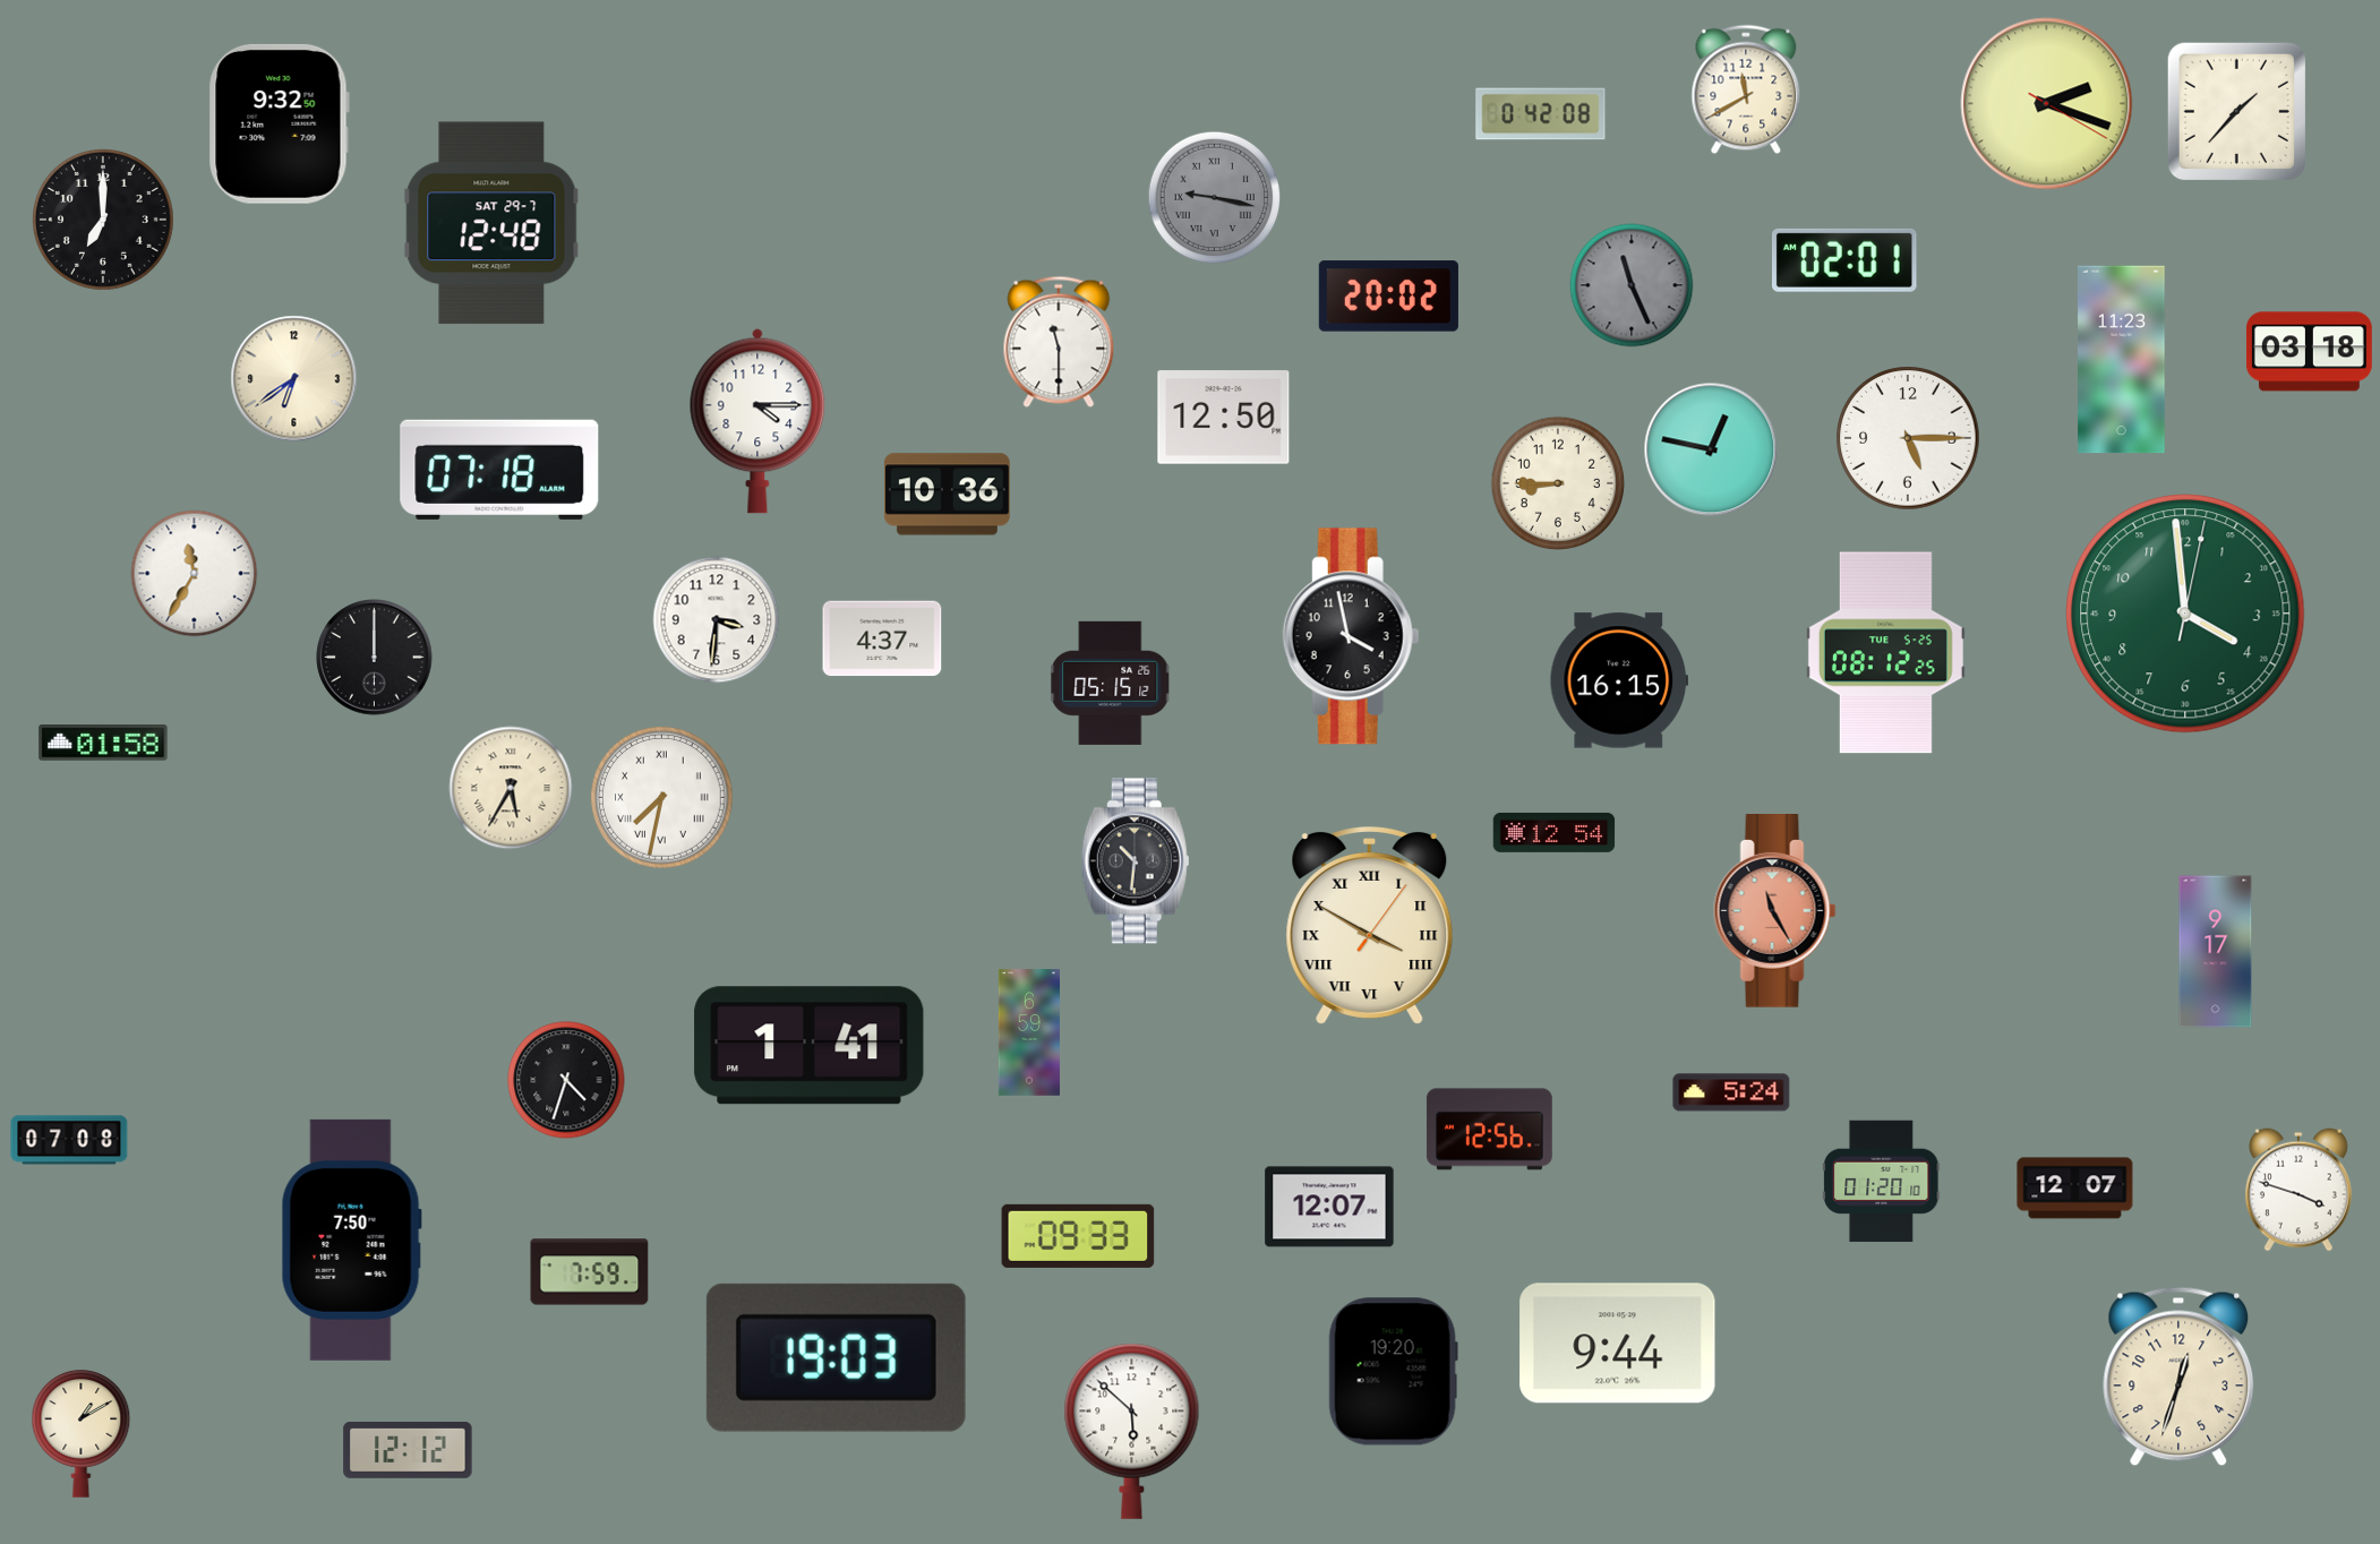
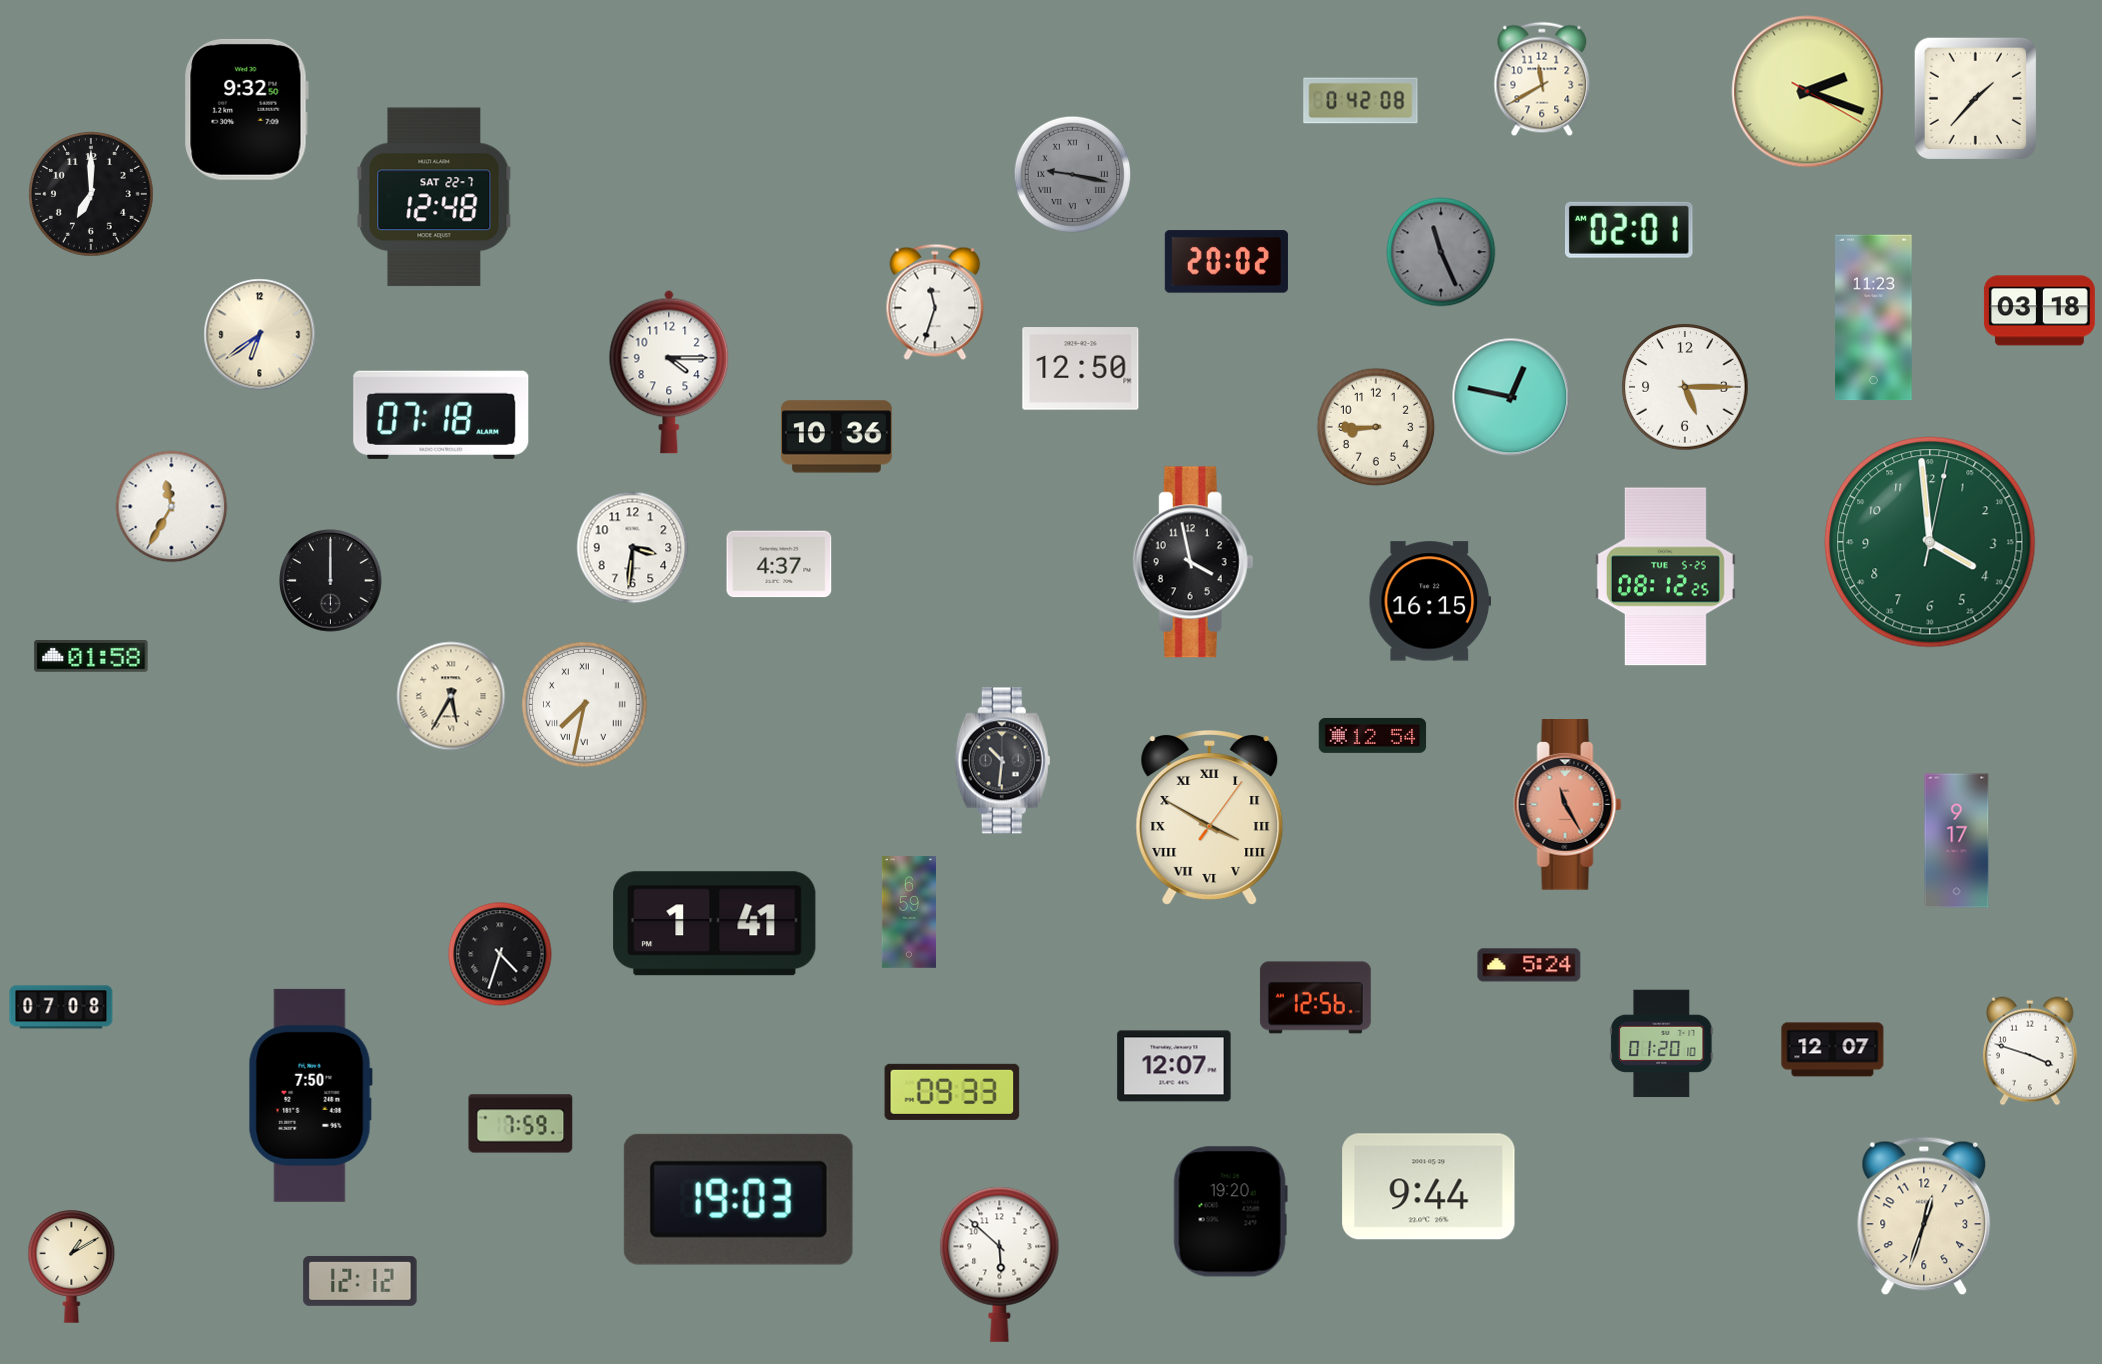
clock at (491, 223) date: SAT 29-7 -> SAT 22-7
clock at (1059, 342): 11:30 -> 11:33
clock at (1111, 683): 05:15 -> none
